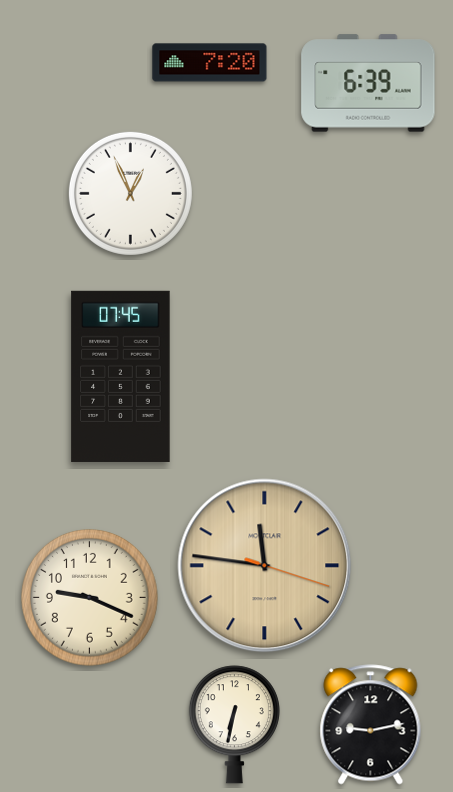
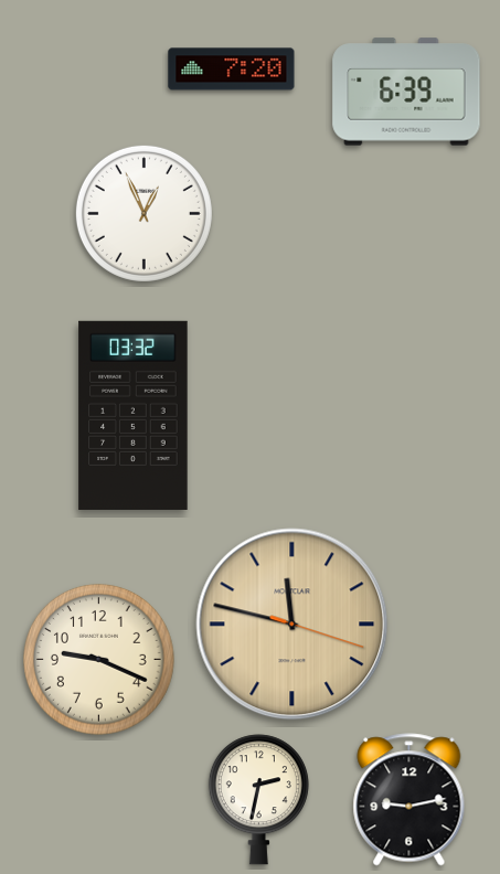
clock at (121, 376): 07:45 -> 03:32
clock at (265, 566): 11:46 -> 11:47
clock at (234, 725): 6:32 -> 2:32
